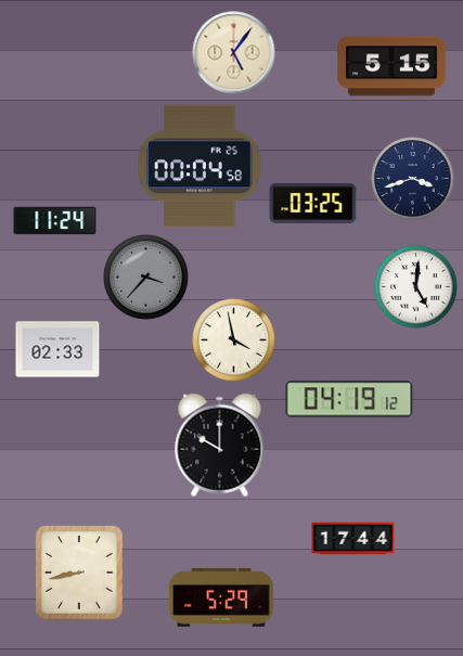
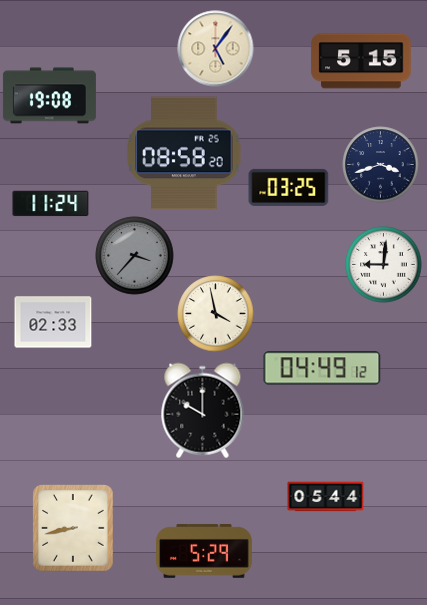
clock at (49, 96): none -> 19:08
clock at (200, 166): 00:04 -> 08:58
clock at (416, 287): 5:01 -> 9:01
clock at (349, 399): 04:19 -> 04:49
clock at (353, 539): 17:44 -> 05:44
